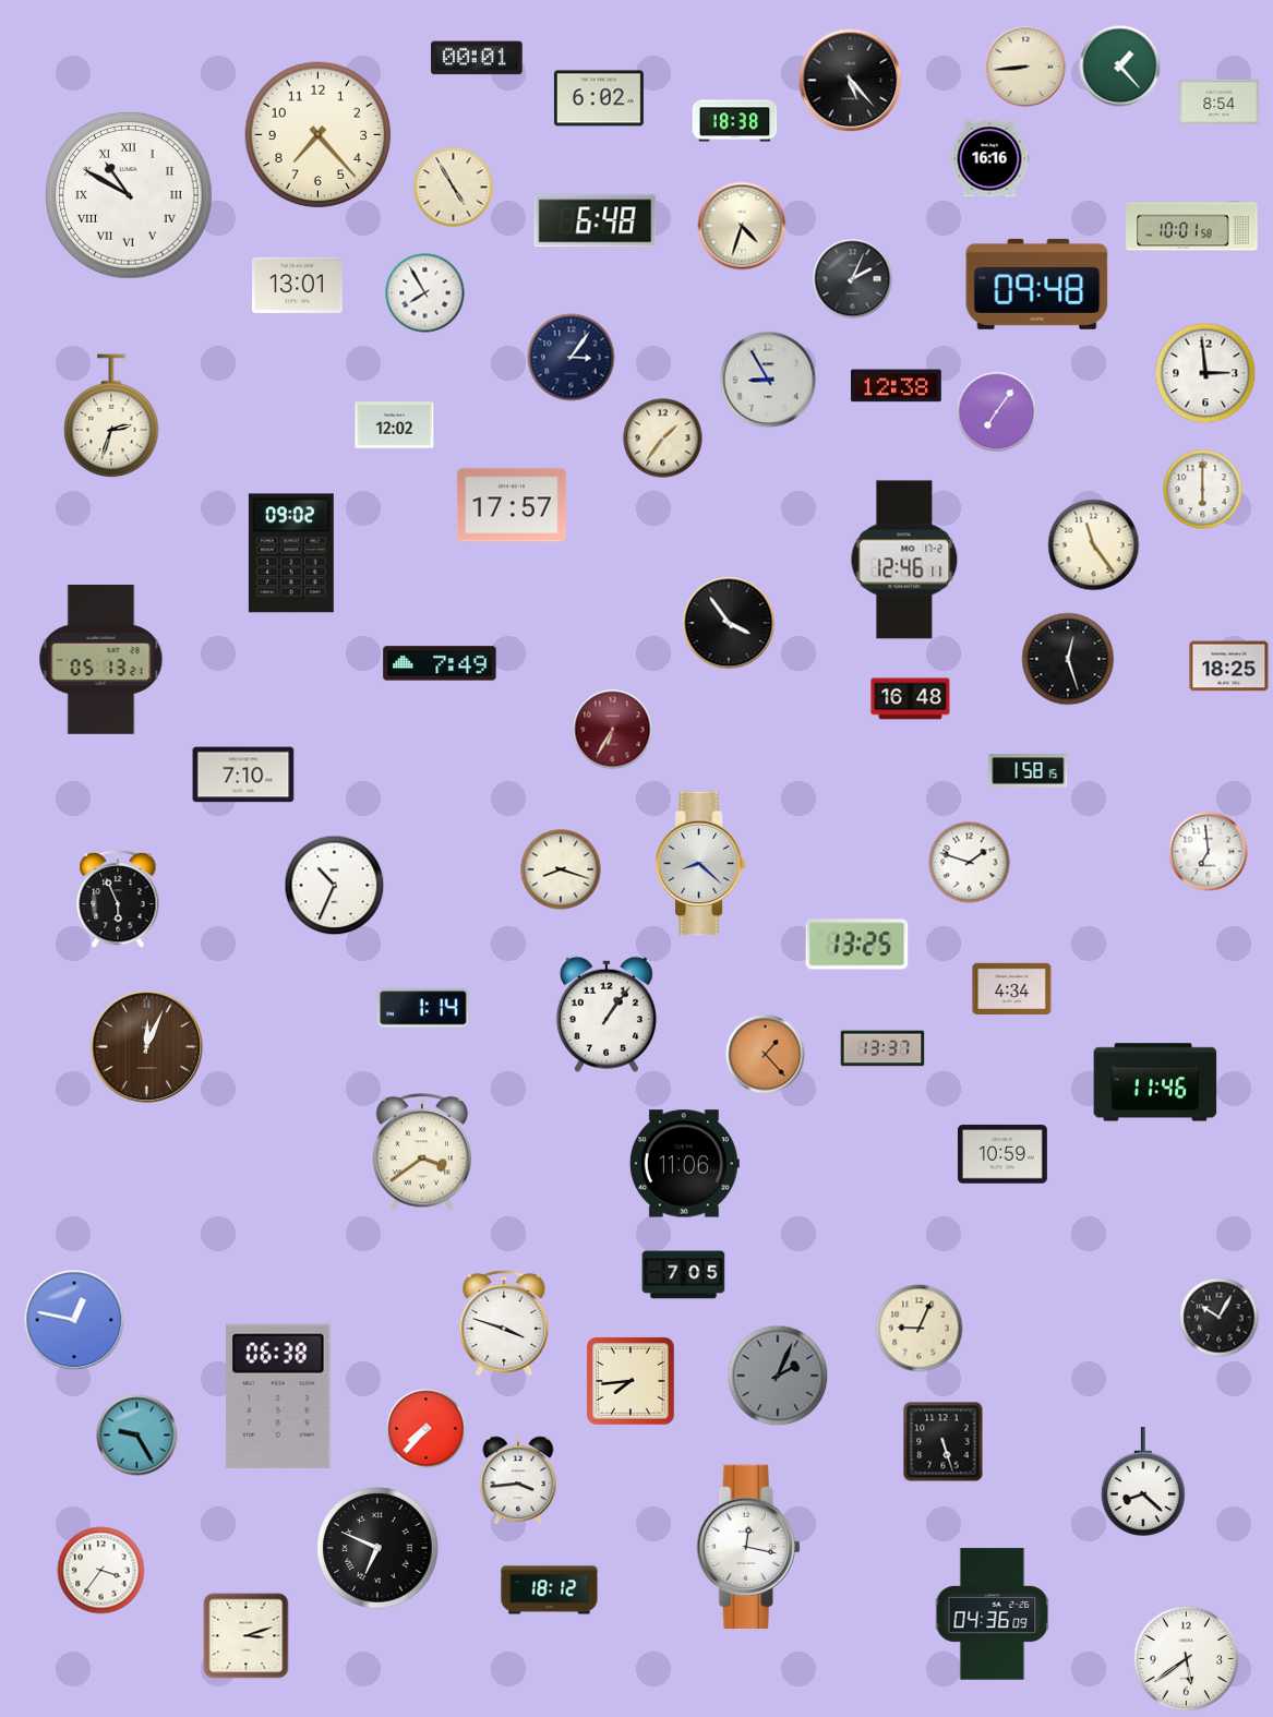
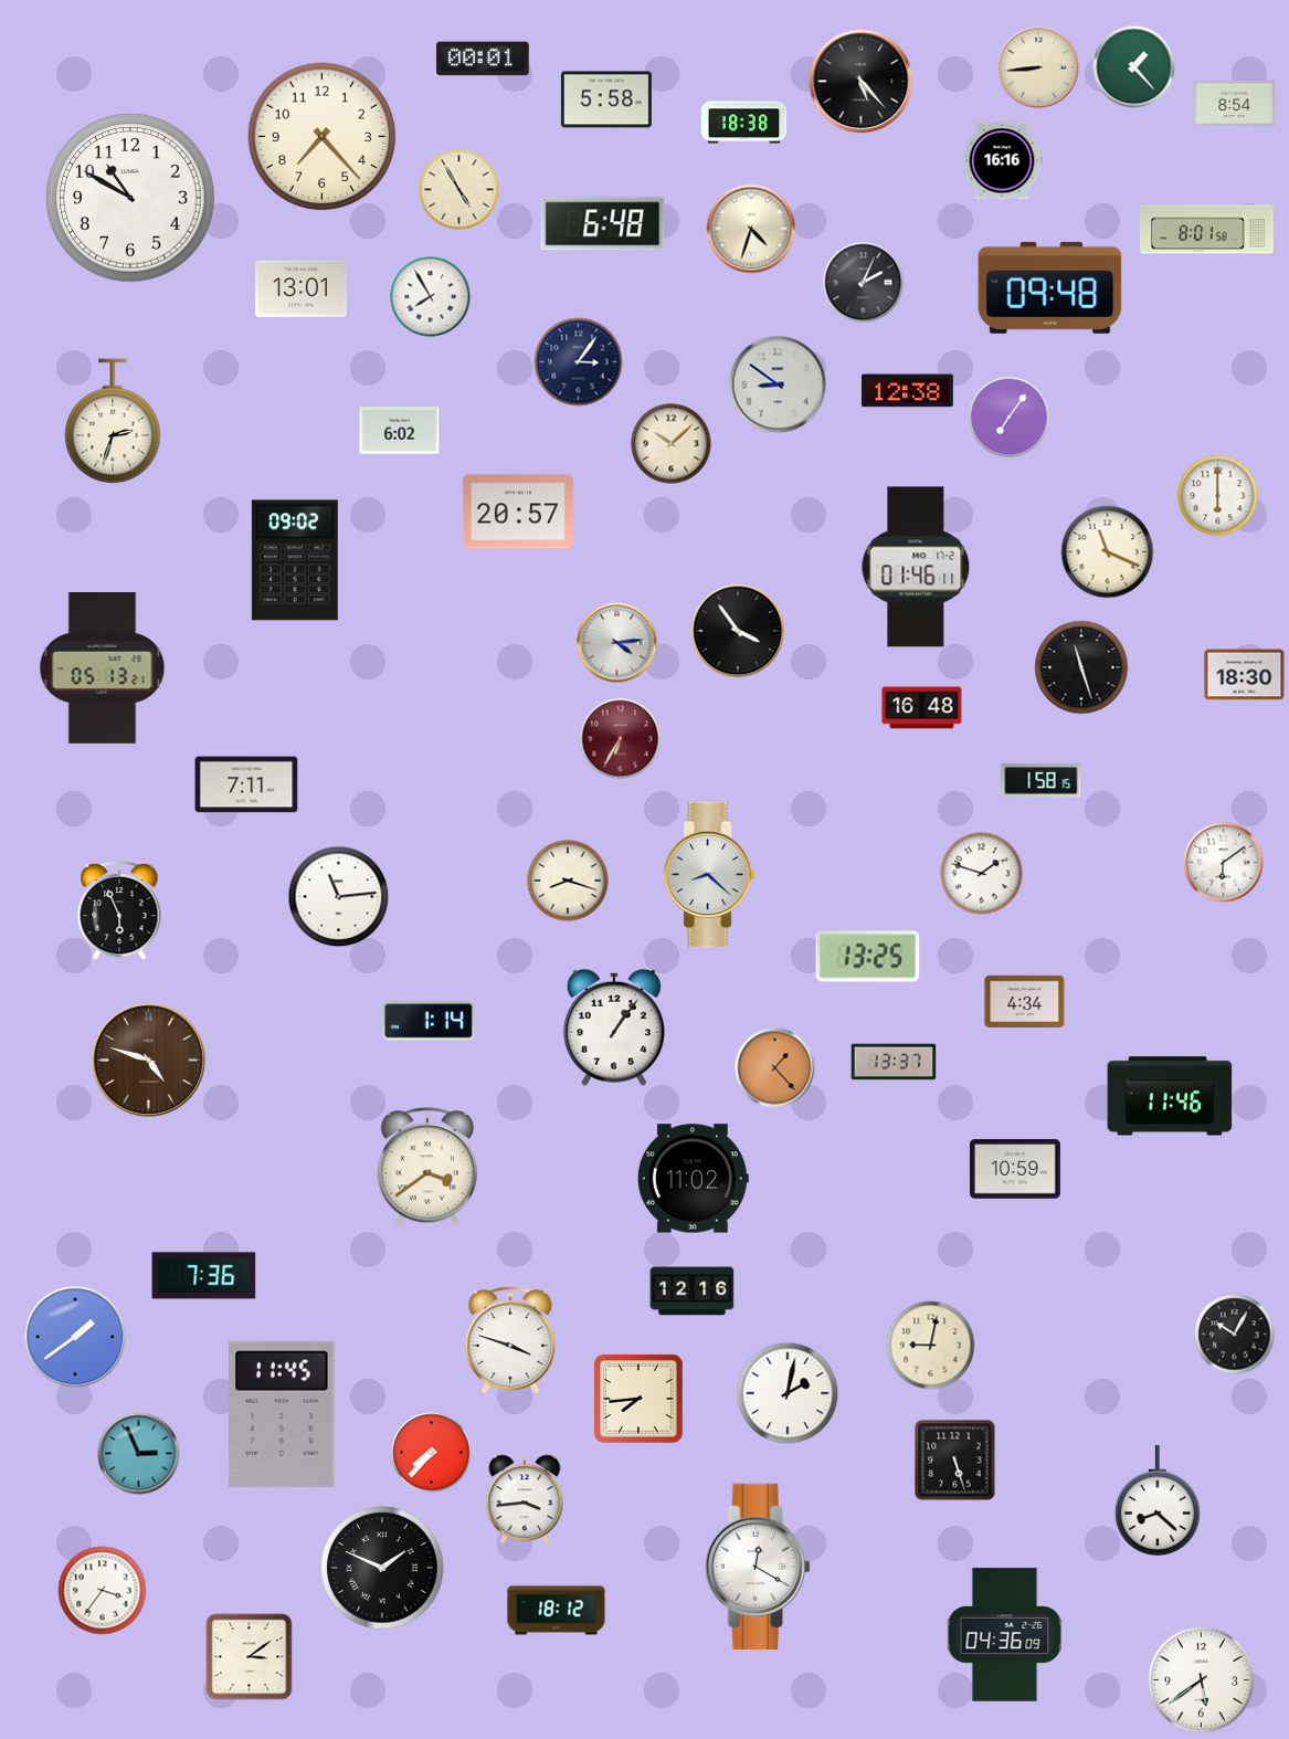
clock at (599, 98): 6:02 -> 5:58
clock at (129, 195) numerals: Roman -> Arabic
clock at (1192, 227): 10:01 -> 8:01
clock at (1205, 373): 2:59 -> none
clock at (768, 380): 8:55 -> 8:51
clock at (395, 425): 12:02 -> 6:02
clock at (663, 439): 1:36 -> 10:08
clock at (512, 505): 17:57 -> 20:57
clock at (1094, 545): 11:24 -> 11:19
clock at (904, 560): 12:46 -> 01:46
clock at (617, 643): none -> 4:14
clock at (1068, 659): 12:27 -> 11:27
clock at (440, 663): 7:49 -> none
clock at (1229, 667): 18:25 -> 18:30
clock at (243, 775): 7:10 -> 7:11
clock at (1209, 852): 6:59 -> 6:09
clock at (335, 886): 10:34 -> 11:14
clock at (147, 1047): 12:04 -> 4:48
clock at (684, 1164): 11:06 -> 11:02
clock at (204, 1276): none -> 7:36
clock at (684, 1275): 7:05 -> 12:16
clock at (74, 1320): 12:47 -> 1:39
clock at (920, 1329): 9:04 -> 9:02
clock at (778, 1376): 2:04 -> 2:02
clock at (778, 1376) dial: grey -> white
clock at (279, 1396): 06:38 -> 11:45
clock at (427, 1429) position: (427, 1429) -> (432, 1453)
clock at (137, 1436): 9:25 -> 2:56
clock at (748, 1546): 12:17 -> 12:20
clock at (377, 1548): 6:49 -> 1:49
clock at (247, 1636): 3:12 -> 3:09
